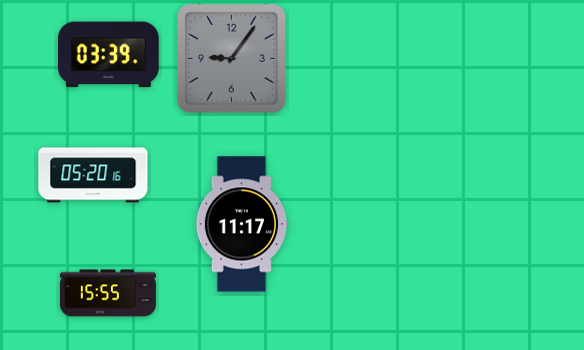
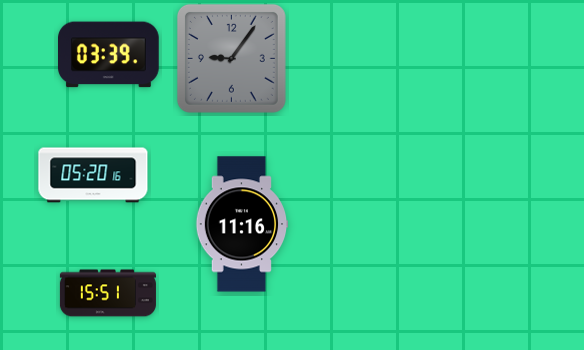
clock at (242, 224): 11:17 -> 11:16
clock at (108, 293): 15:55 -> 15:51
